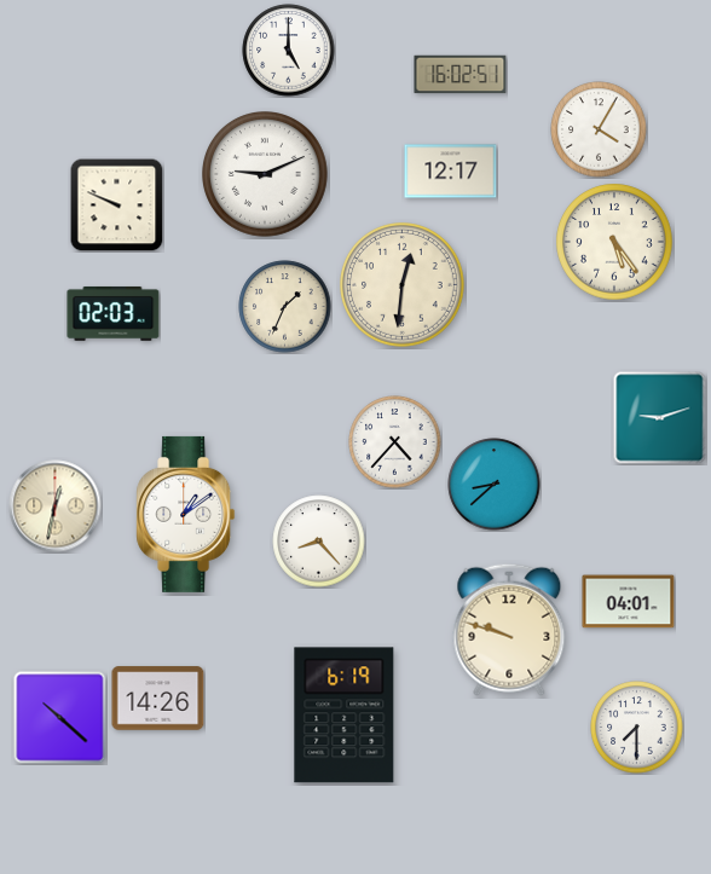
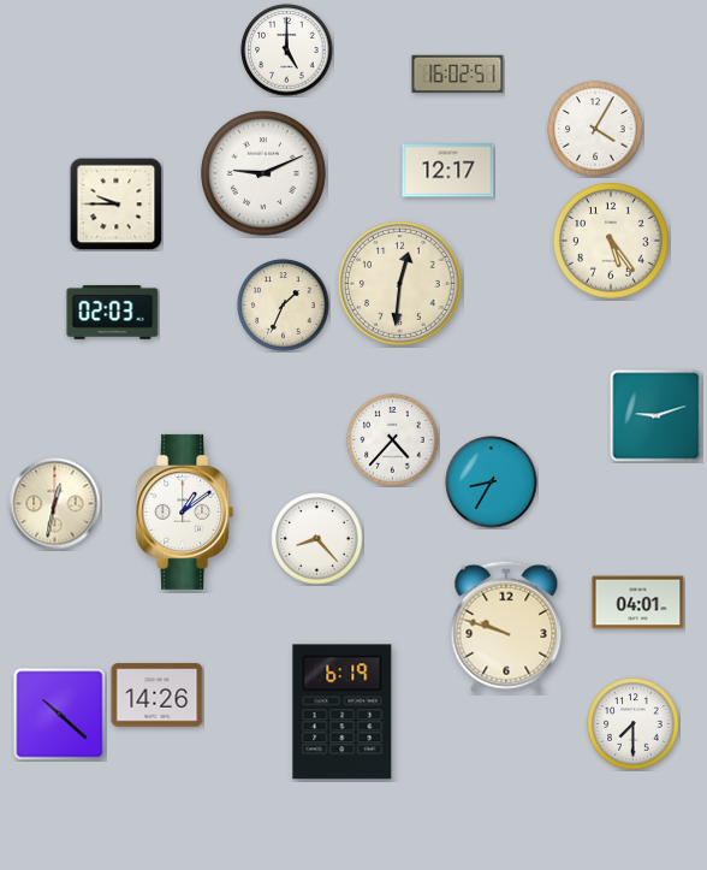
clock at (116, 204): 9:49 -> 9:45
clock at (495, 485): 8:38 -> 8:35
clock at (629, 602) position: (629, 602) -> (638, 603)
